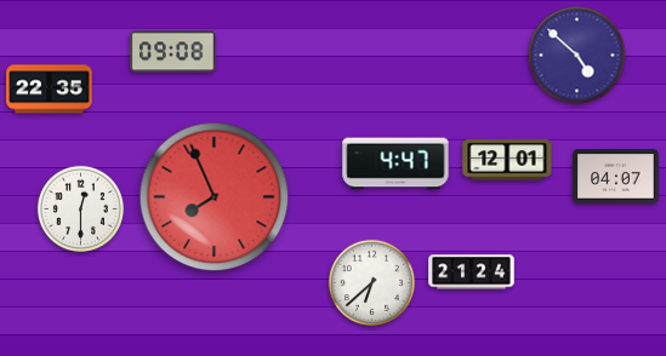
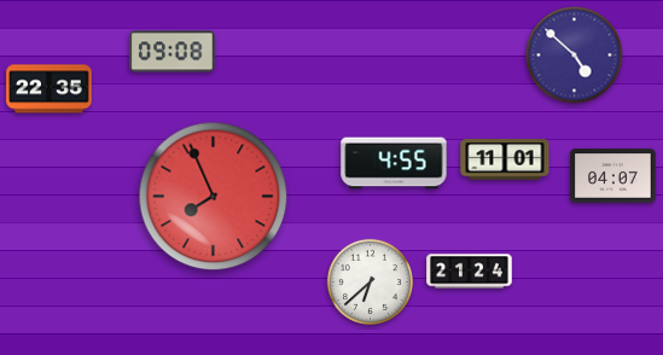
clock at (507, 160): 12:01 -> 11:01
clock at (395, 163): 4:47 -> 4:55
clock at (80, 208): 12:30 -> none
